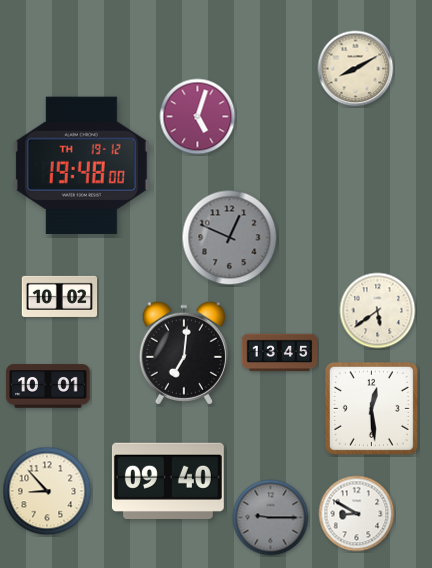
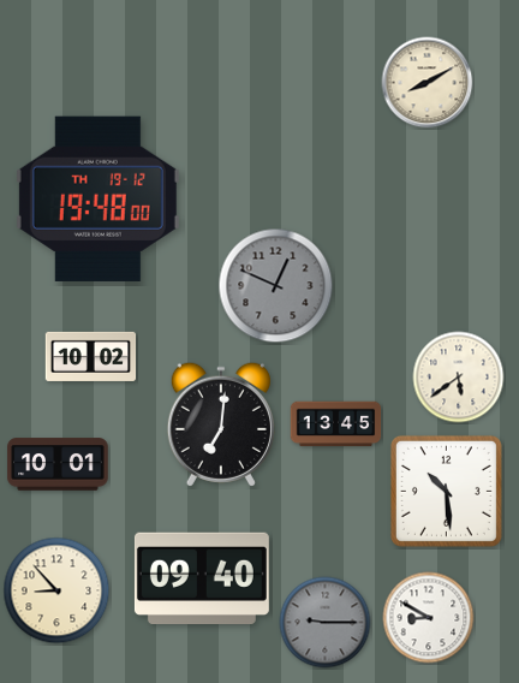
clock at (198, 117): 5:03 -> none
clock at (60, 296) position: (60, 296) -> (91, 356)
clock at (378, 311) position: (378, 311) -> (459, 378)
clock at (371, 408): 12:29 -> 10:29
